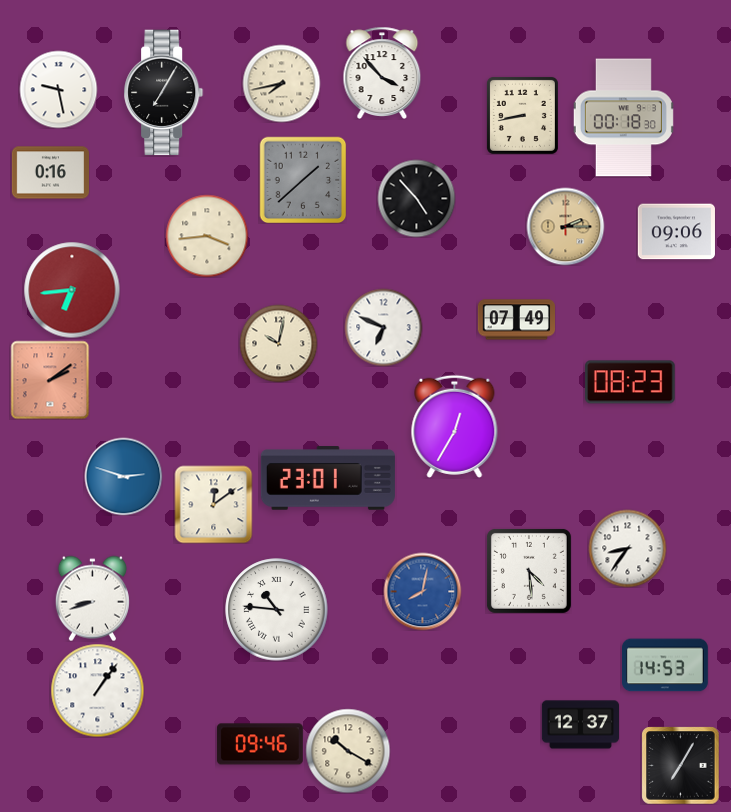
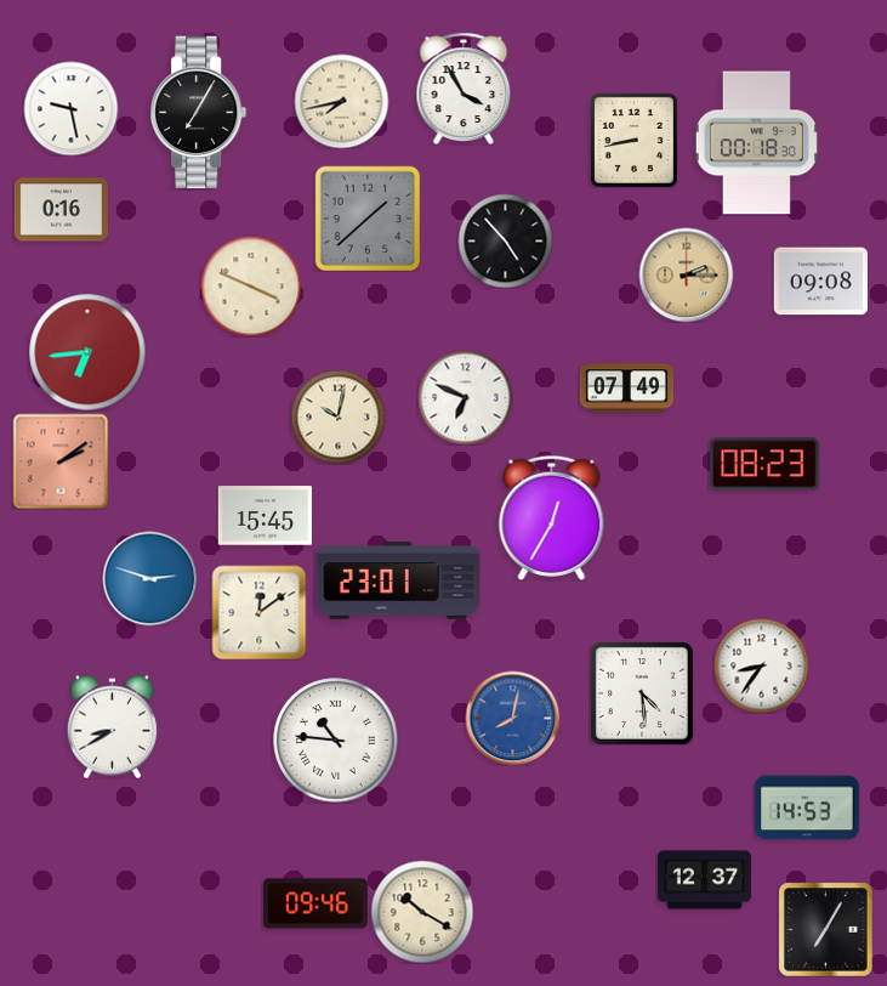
clock at (382, 73): 3:53 -> 3:55
clock at (676, 232): 09:06 -> 09:08
clock at (207, 236): 3:44 -> 3:49
clock at (265, 516): none -> 15:45
clock at (92, 598): 8:42 -> 8:40
clock at (97, 690): 1:06 -> none
